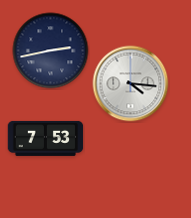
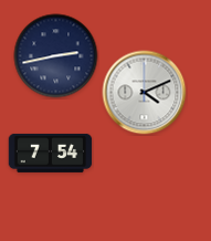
clock at (131, 84): 4:16 -> 4:11
clock at (46, 138): 7:53 -> 7:54
